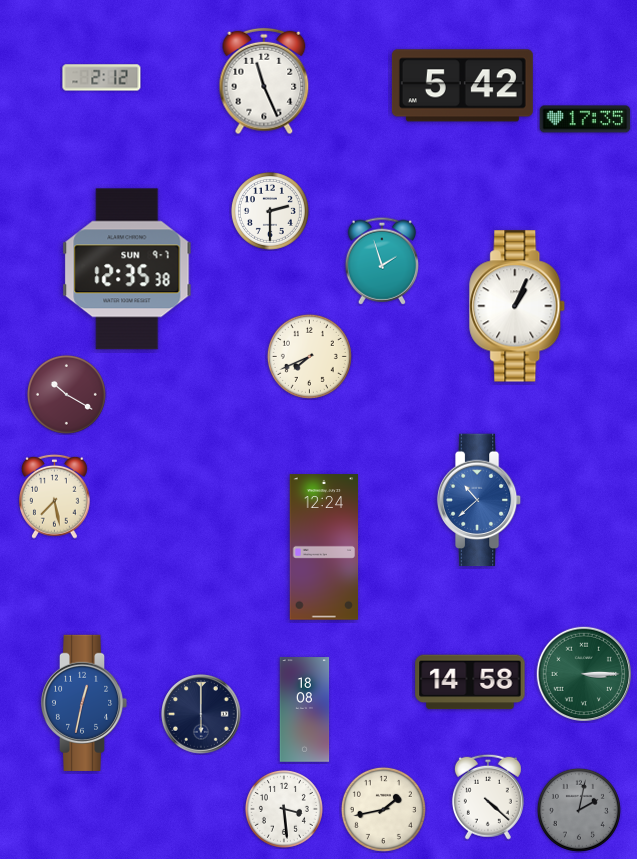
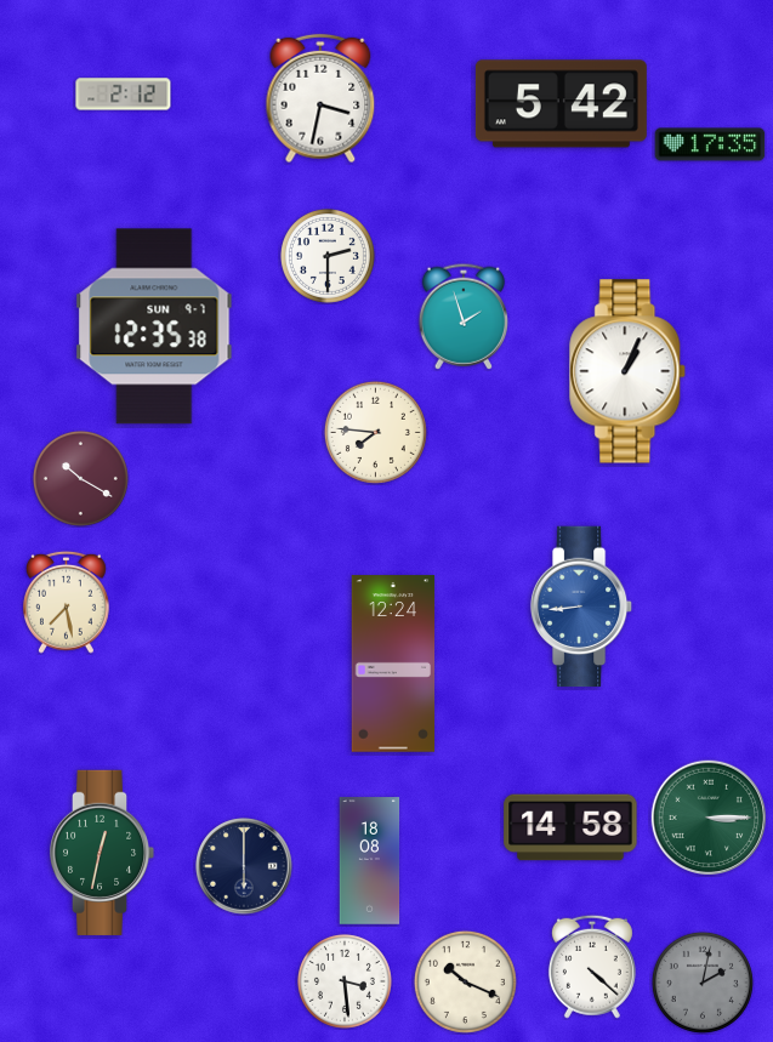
clock at (264, 81): 11:26 -> 3:32
clock at (309, 356): 7:41 -> 7:46
clock at (479, 500): 10:38 -> 8:44
clock at (84, 703) dial: blue -> green
clock at (383, 809): 1:43 -> 10:19
